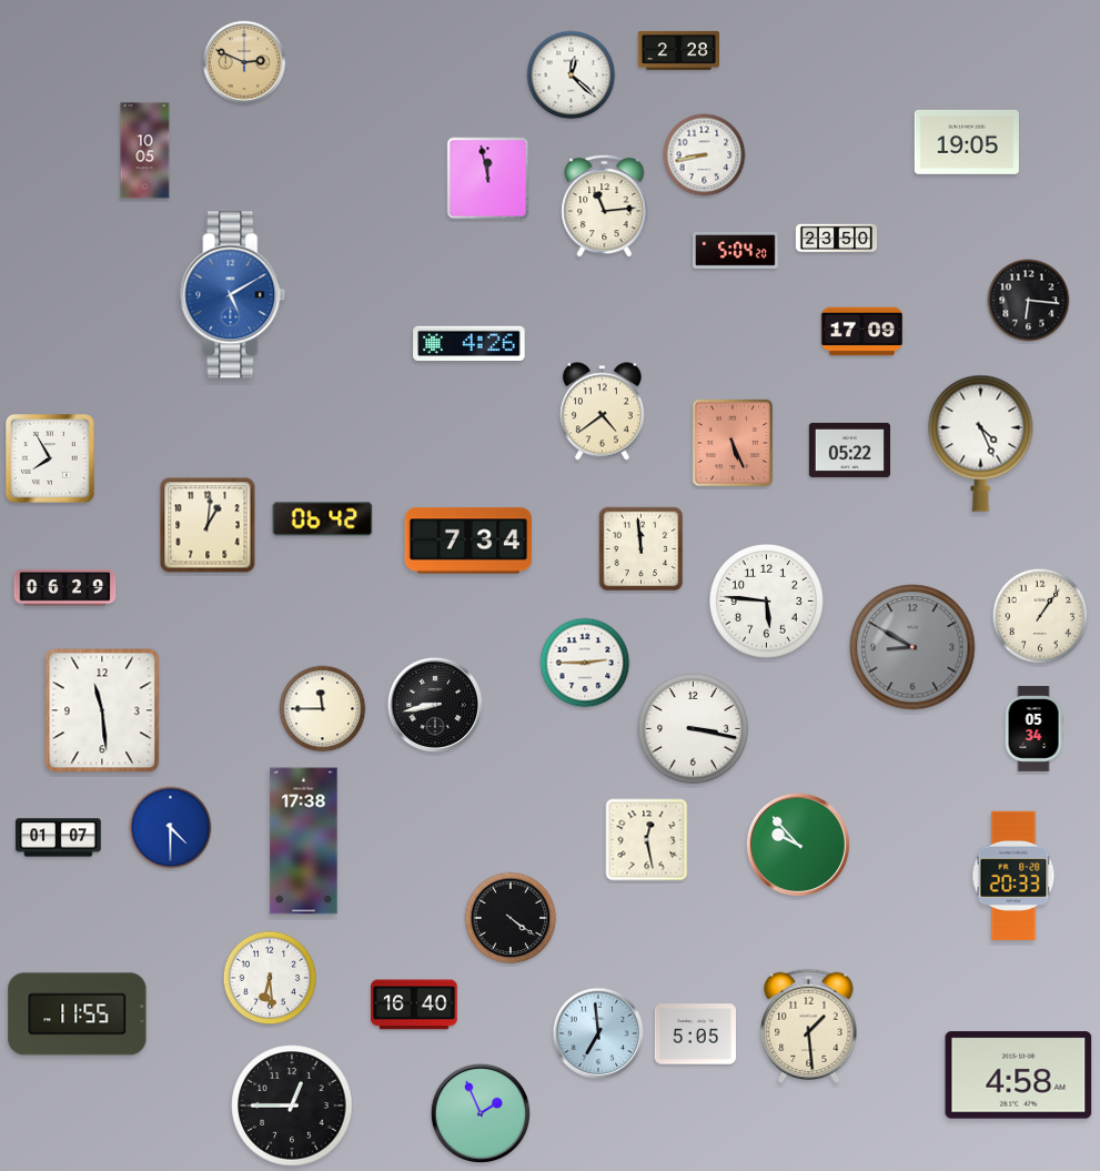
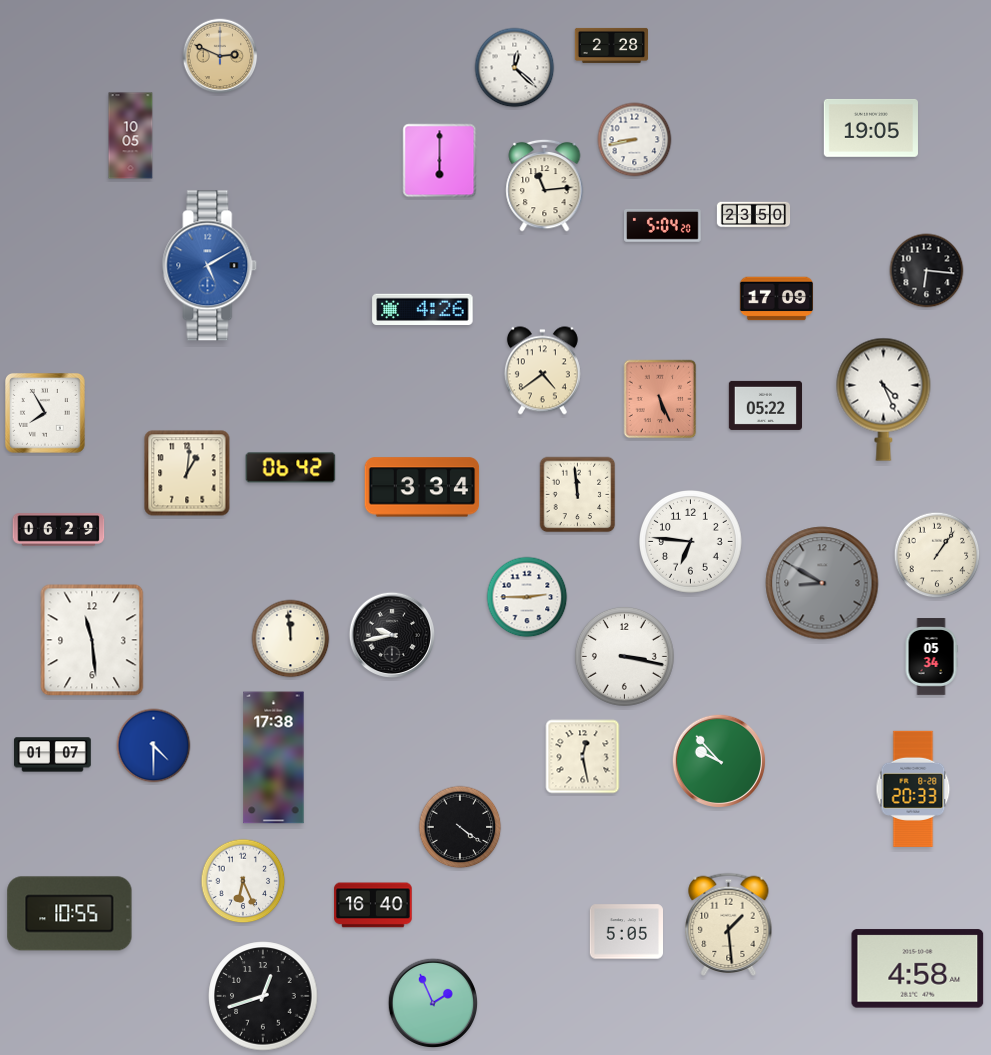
clock at (488, 179): 11:58 -> 6:00
clock at (468, 541): 7:34 -> 3:34
clock at (767, 602): 5:46 -> 6:46
clock at (435, 705): 8:43 -> 9:43
clock at (323, 709): 11:45 -> 11:59
clock at (270, 978): 6:29 -> 6:26
clock at (78, 1014): 11:55 -> 10:55
clock at (598, 1033): 6:59 -> none
clock at (292, 1106): 12:45 -> 12:42
